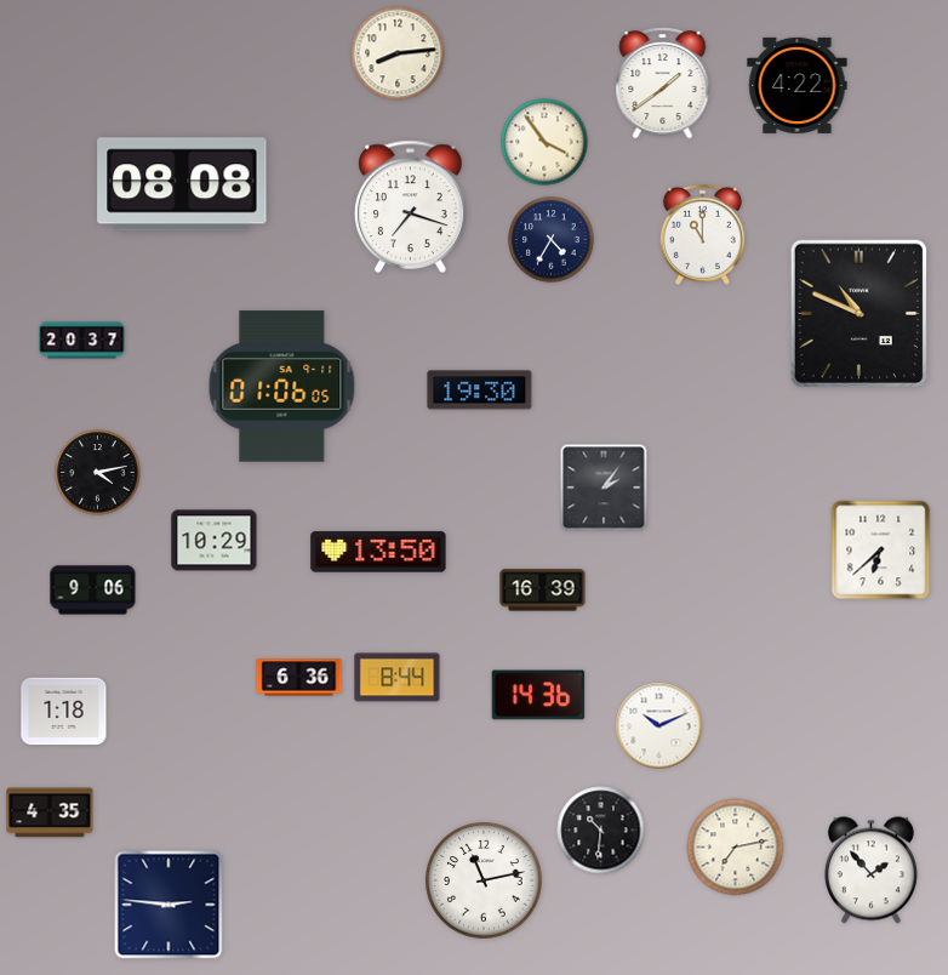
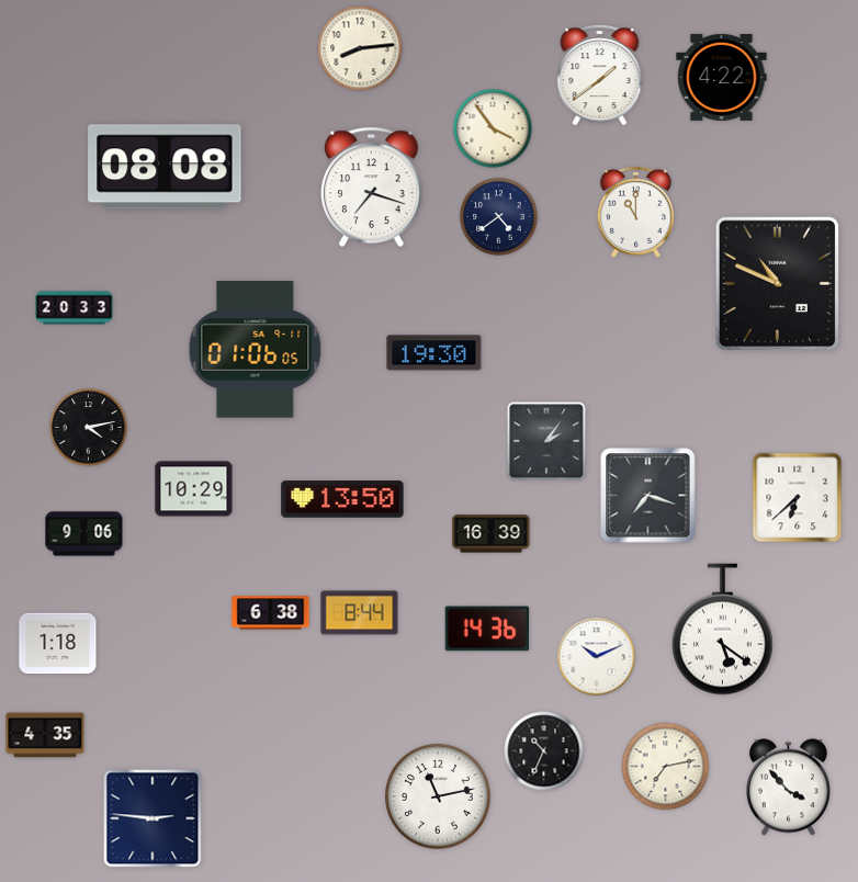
clock at (552, 240): 4:35 -> 4:39
clock at (82, 341): 20:37 -> 20:33
clock at (648, 496): none -> 7:18
clock at (299, 678): 6:36 -> 6:38
clock at (722, 630): none -> 5:21
clock at (601, 831): 10:31 -> 10:34
clock at (870, 871): 1:53 -> 3:53
